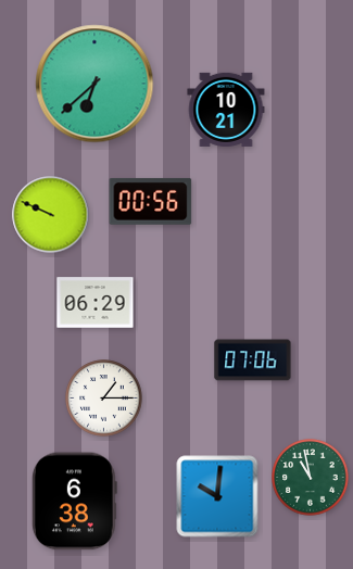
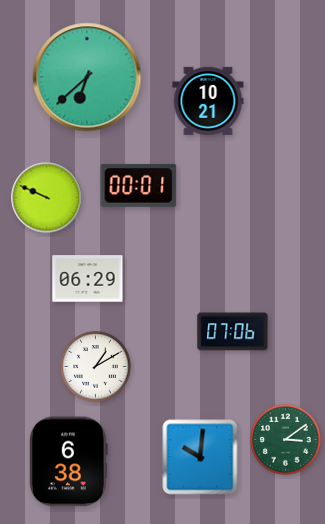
clock at (151, 201): 00:56 -> 00:01
clock at (104, 399): 1:15 -> 1:10
clock at (311, 478): 10:58 -> 3:09
